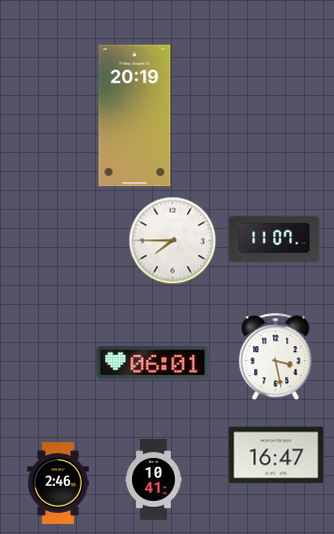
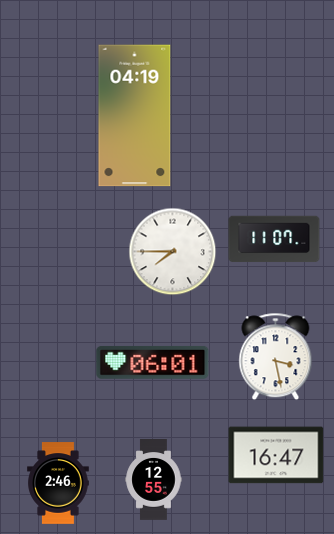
clock at (135, 116): 20:19 -> 04:19
clock at (173, 241) position: (173, 241) -> (173, 252)
clock at (154, 480): 10:41 -> 12:55
